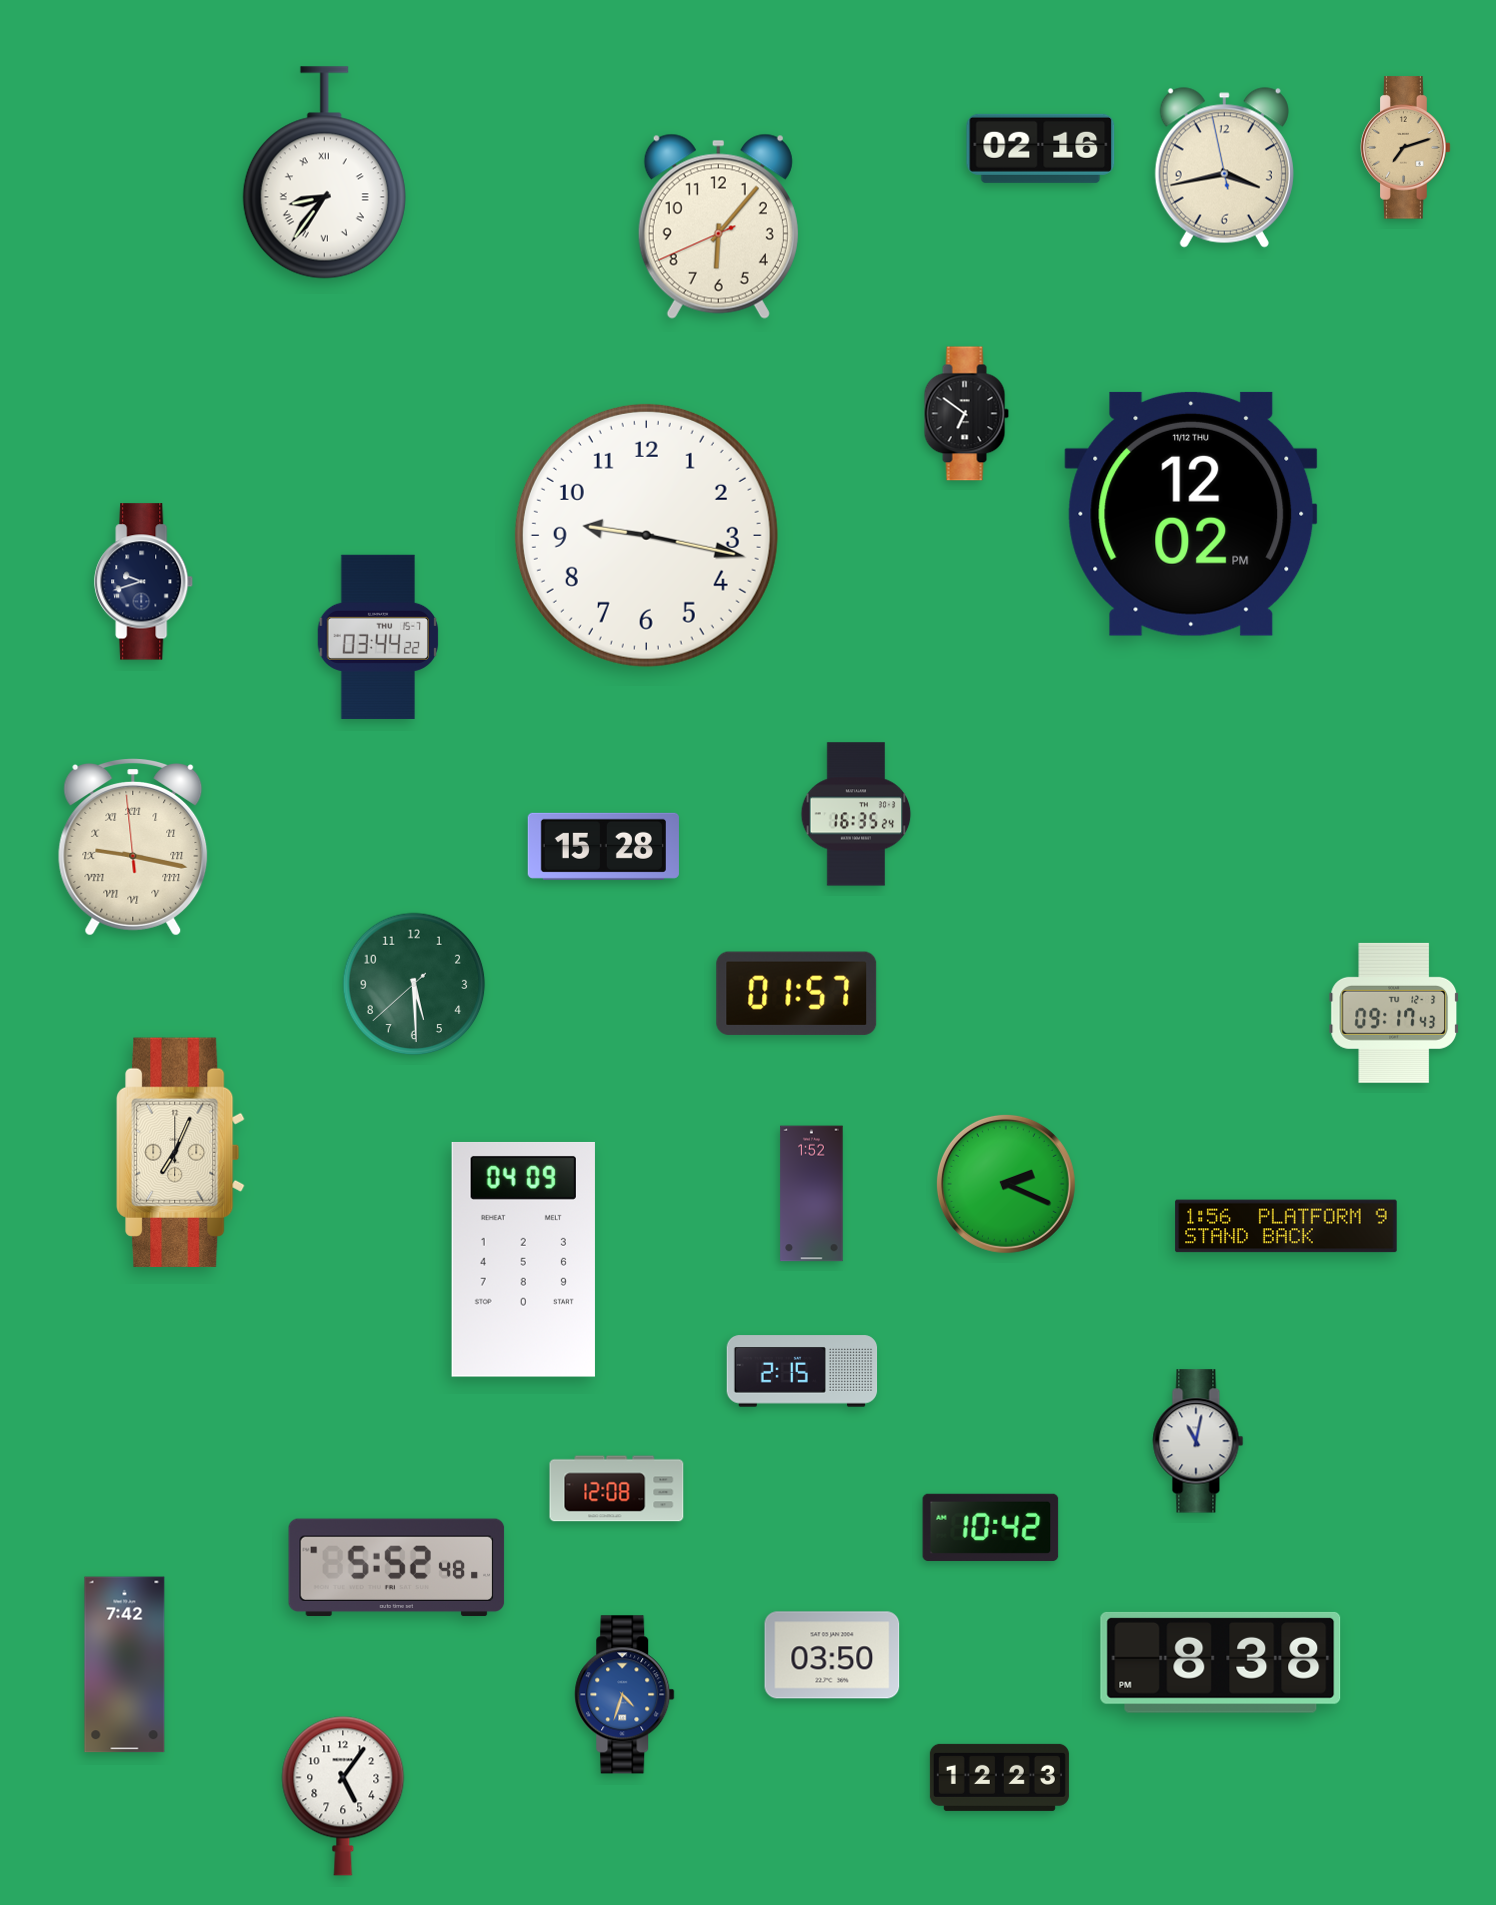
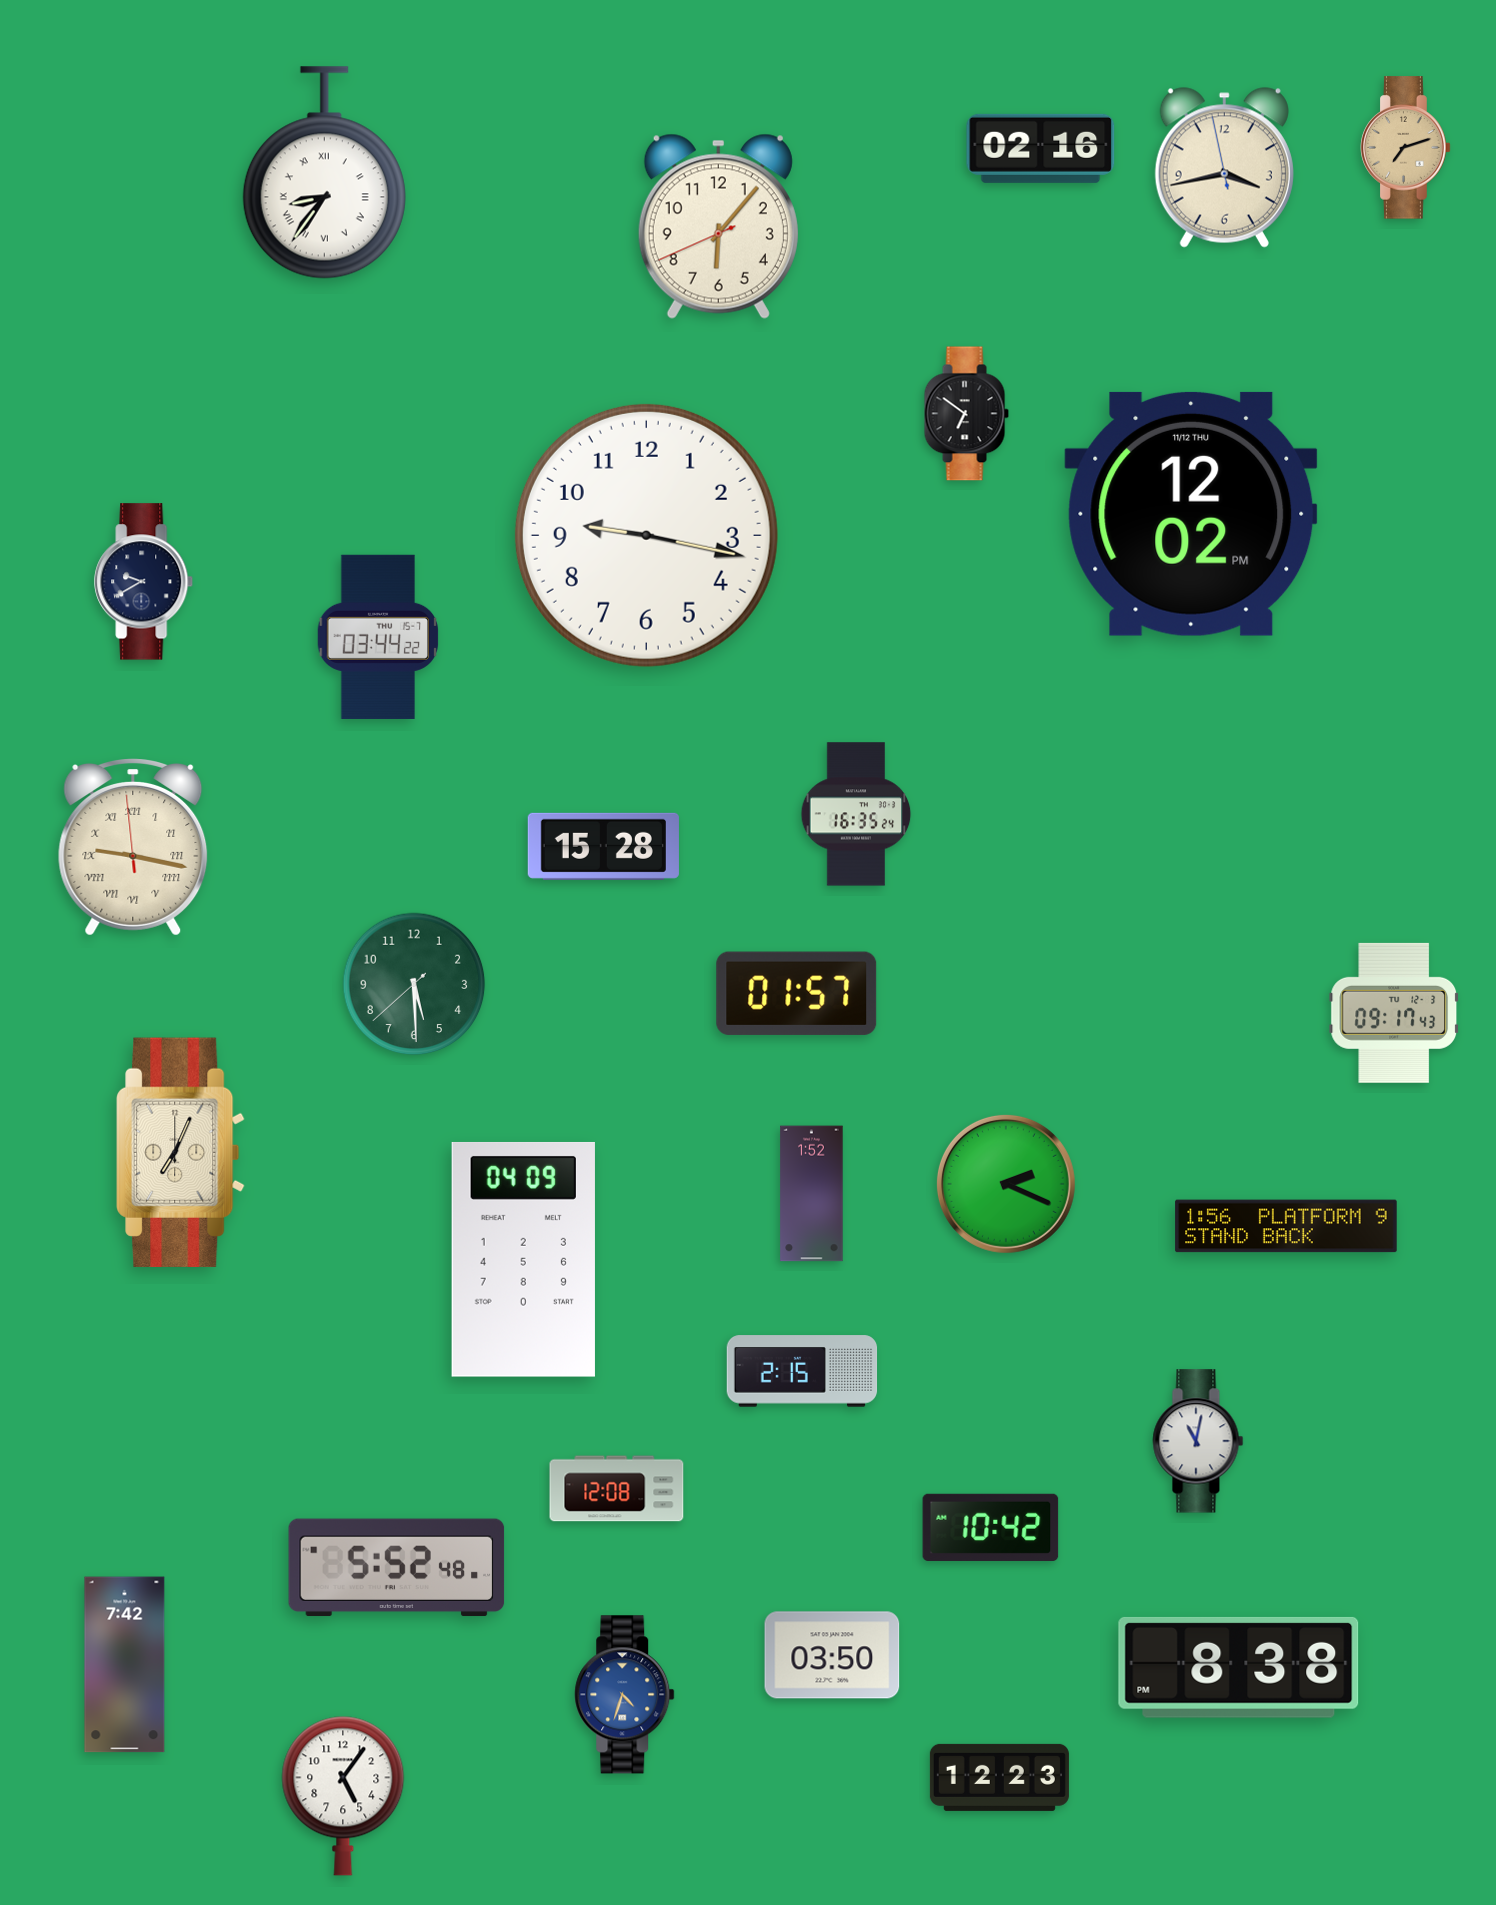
clock at (144, 582): 9:42 -> 9:40
clock at (1221, 1662) position: (1221, 1662) -> (1239, 1667)
